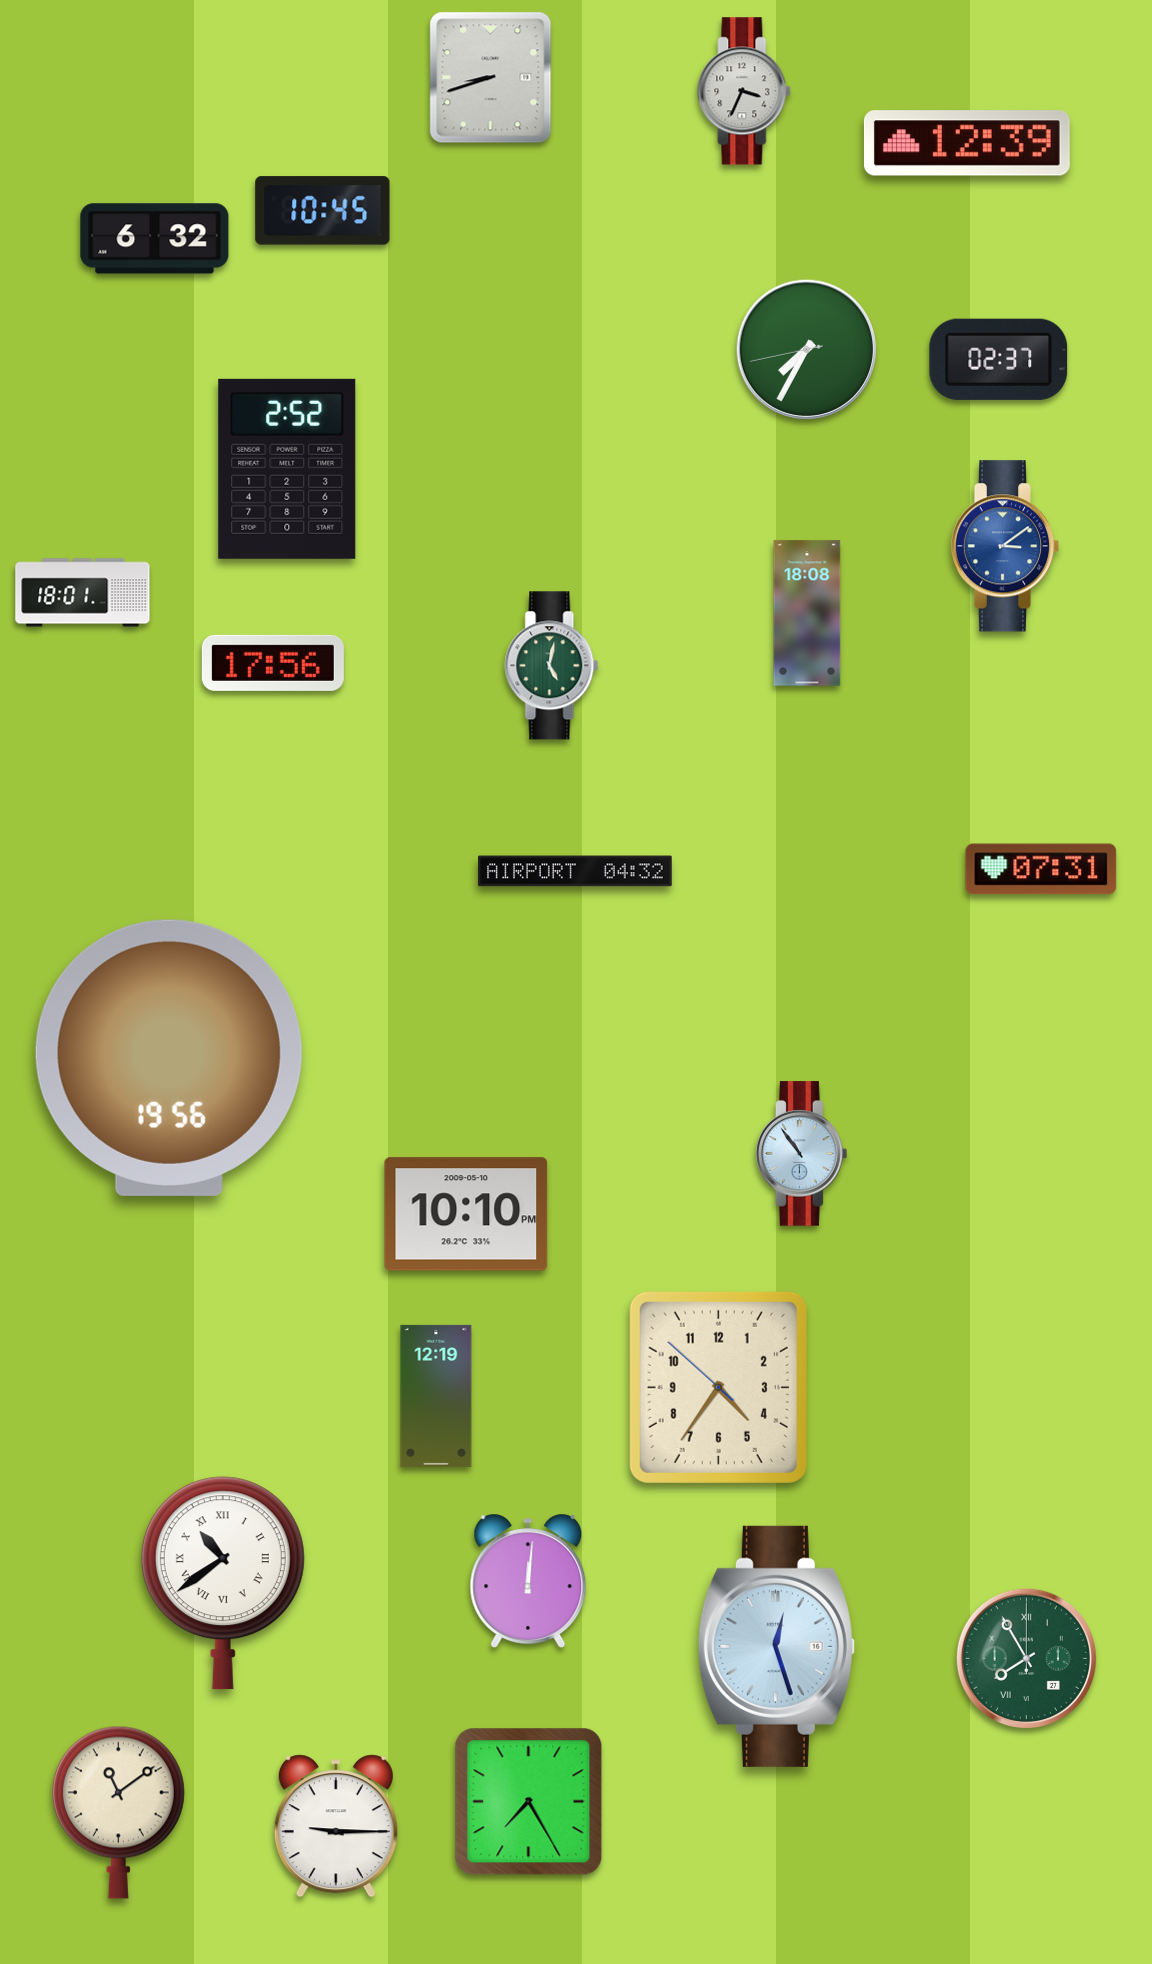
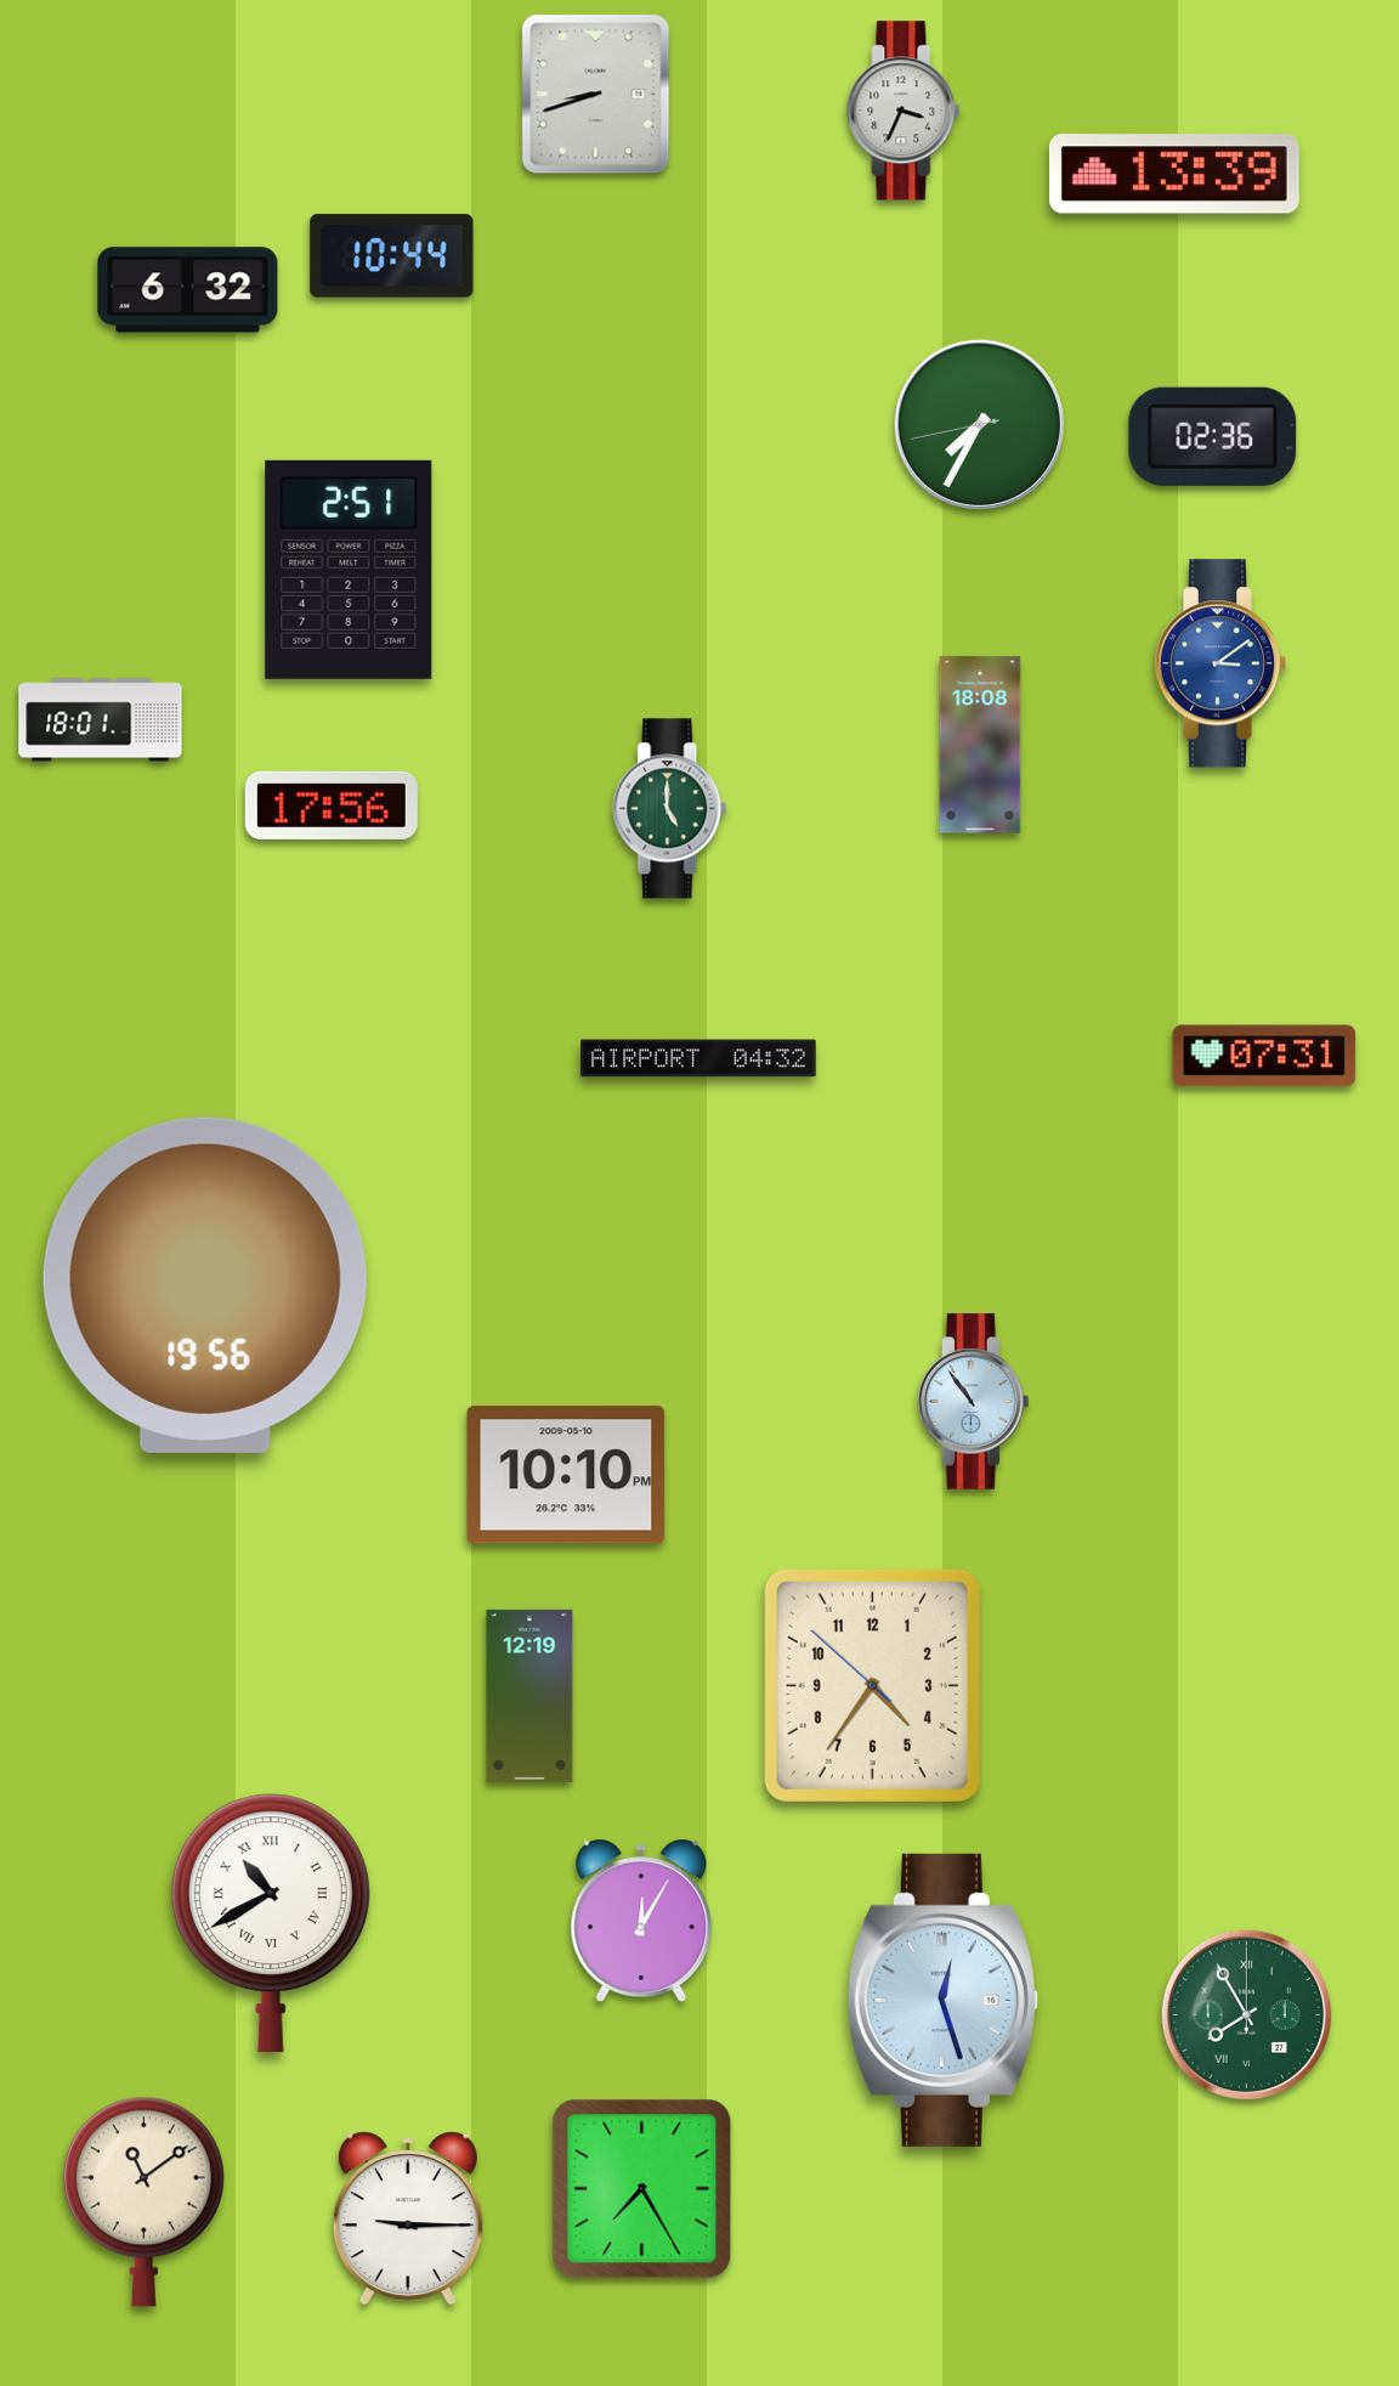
clock at (967, 143): 12:39 -> 13:39
clock at (323, 211): 10:45 -> 10:44
clock at (999, 359): 02:37 -> 02:36
clock at (287, 469): 2:52 -> 2:51
clock at (552, 666): 5:02 -> 5:00
clock at (528, 1581): 12:01 -> 12:05
clock at (223, 1583): 10:39 -> 10:40
